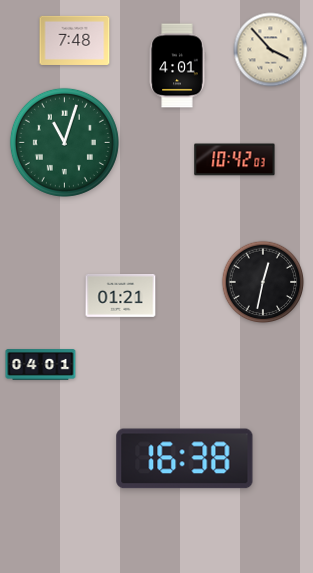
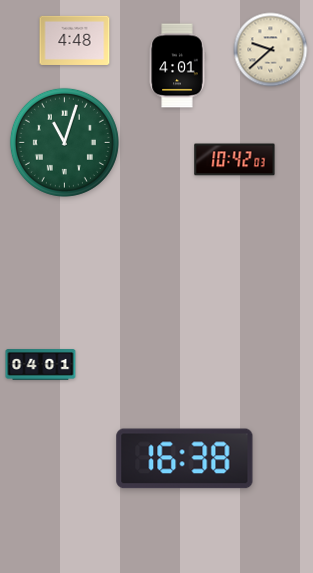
clock at (75, 40): 7:48 -> 4:48
clock at (271, 50): 3:53 -> 9:38
clock at (263, 282): 12:32 -> none
clock at (121, 296): 01:21 -> none
